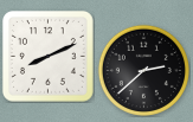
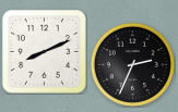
clock at (143, 70): 2:38 -> 2:34
